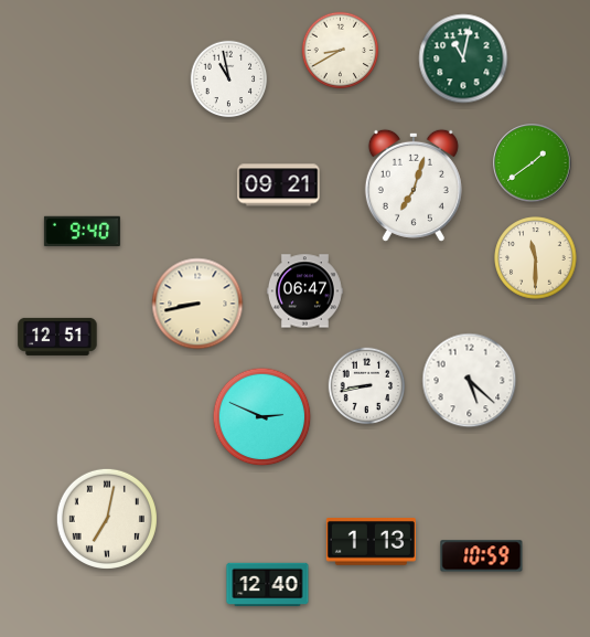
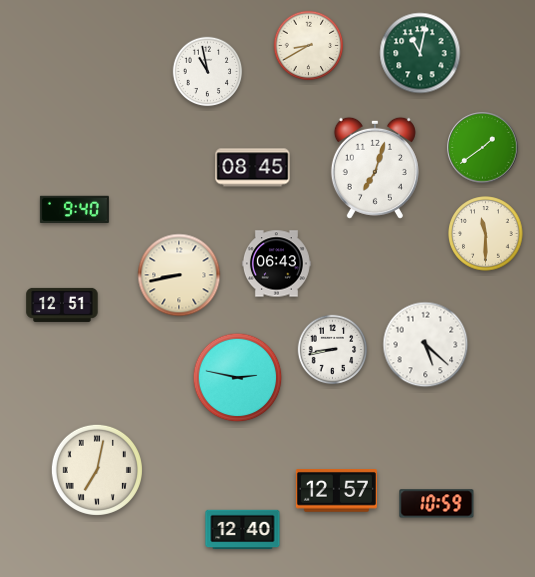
clock at (279, 185): 09:21 -> 08:45
clock at (304, 291): 06:47 -> 06:43
clock at (57, 337) position: (57, 337) -> (62, 305)
clock at (262, 417): 2:49 -> 2:47
clock at (371, 542): 1:13 -> 12:57
